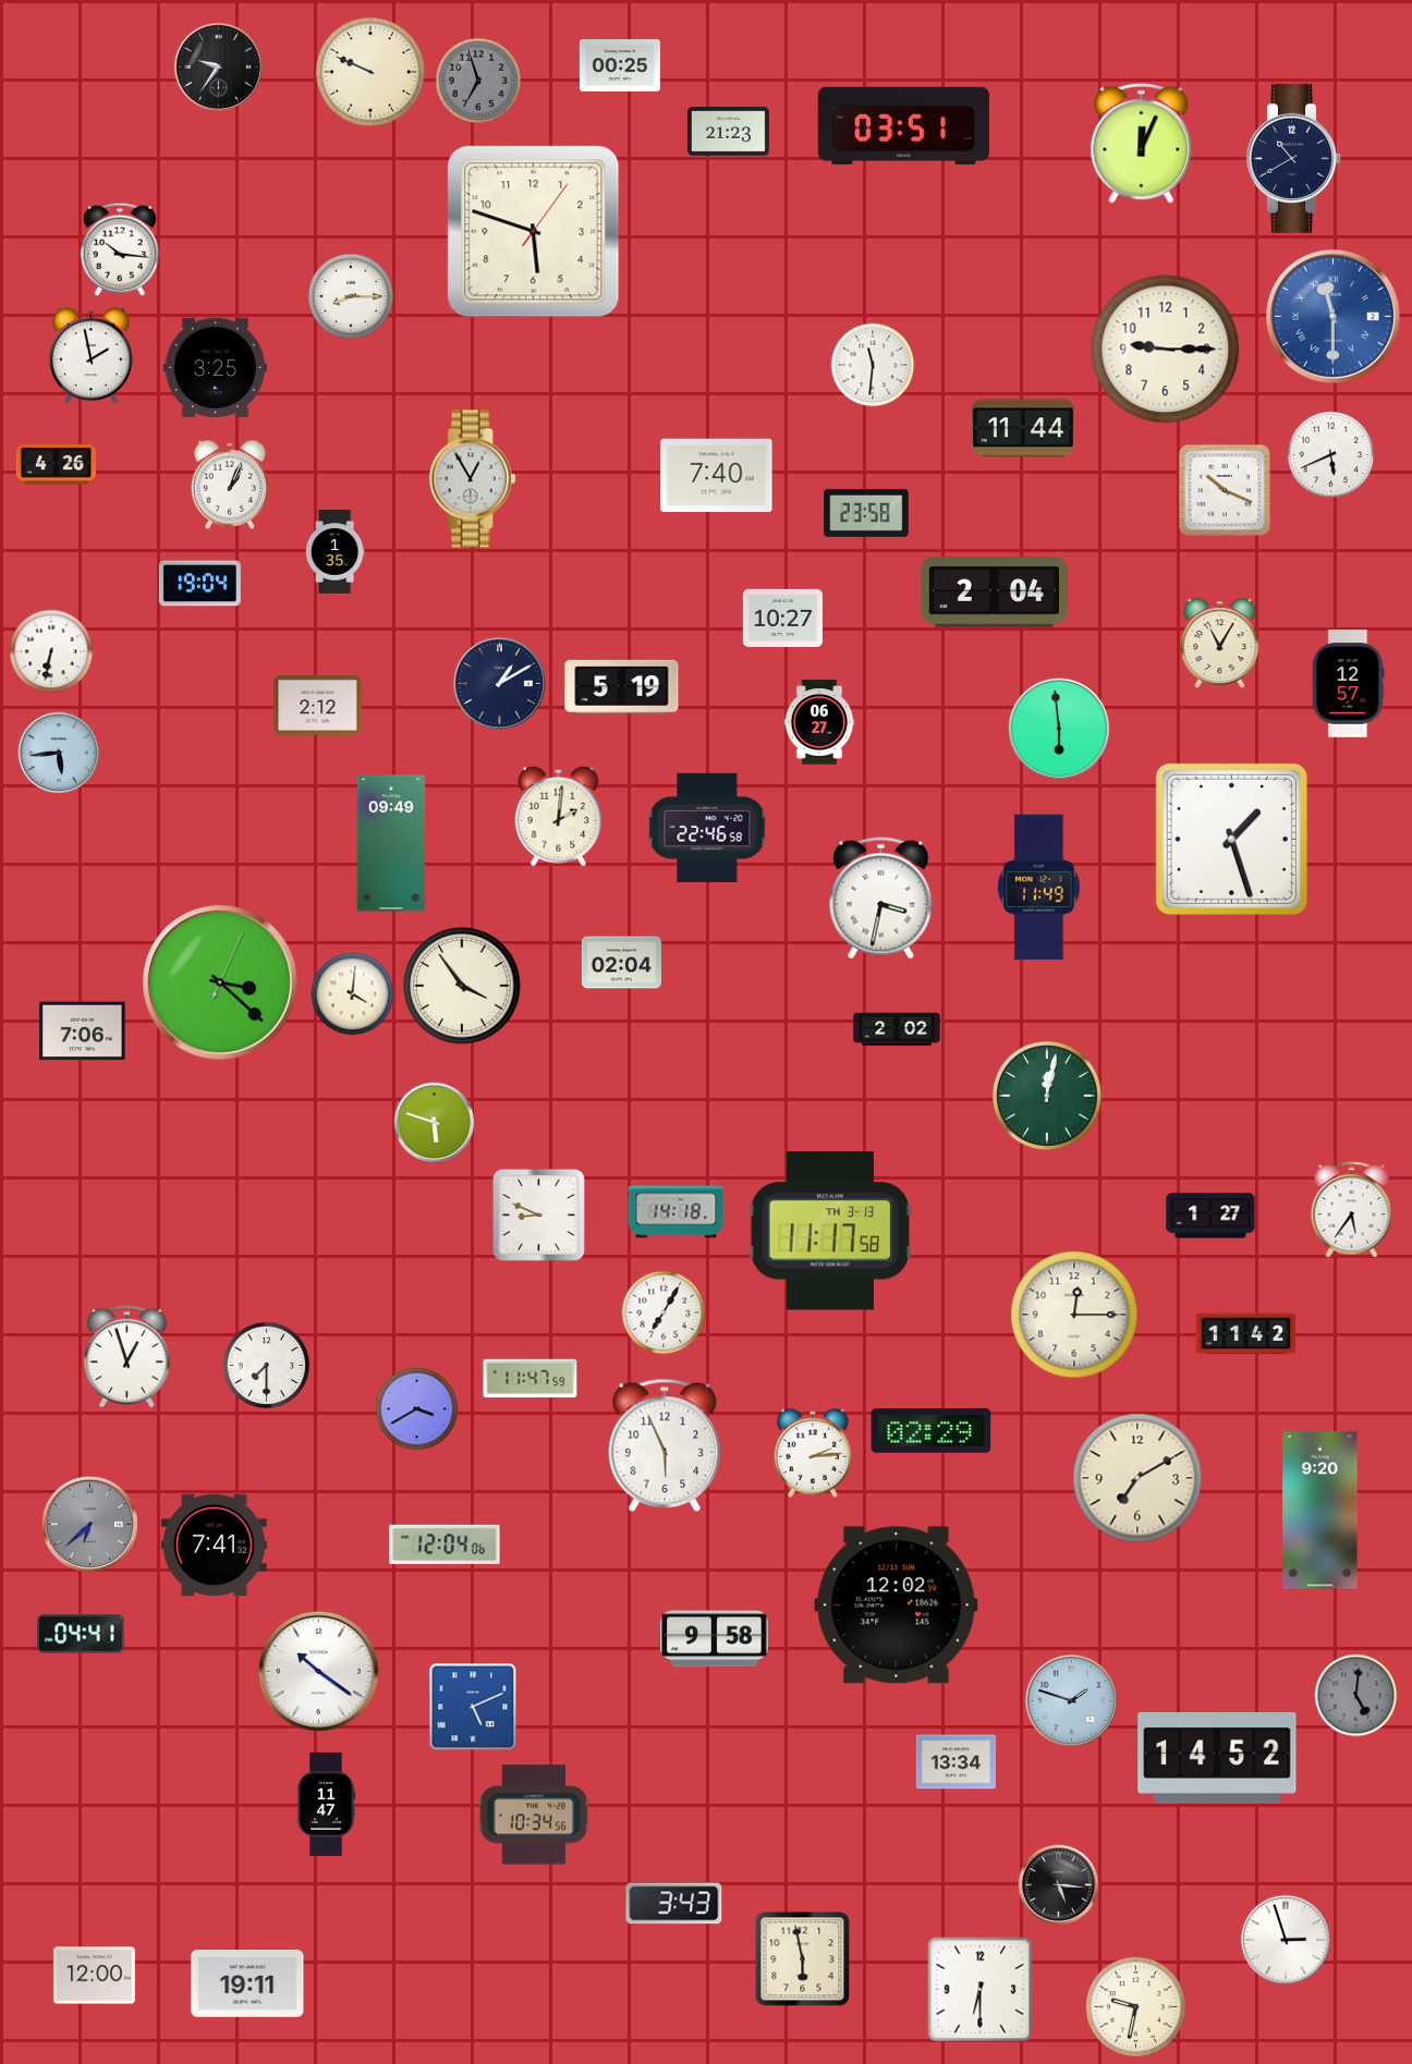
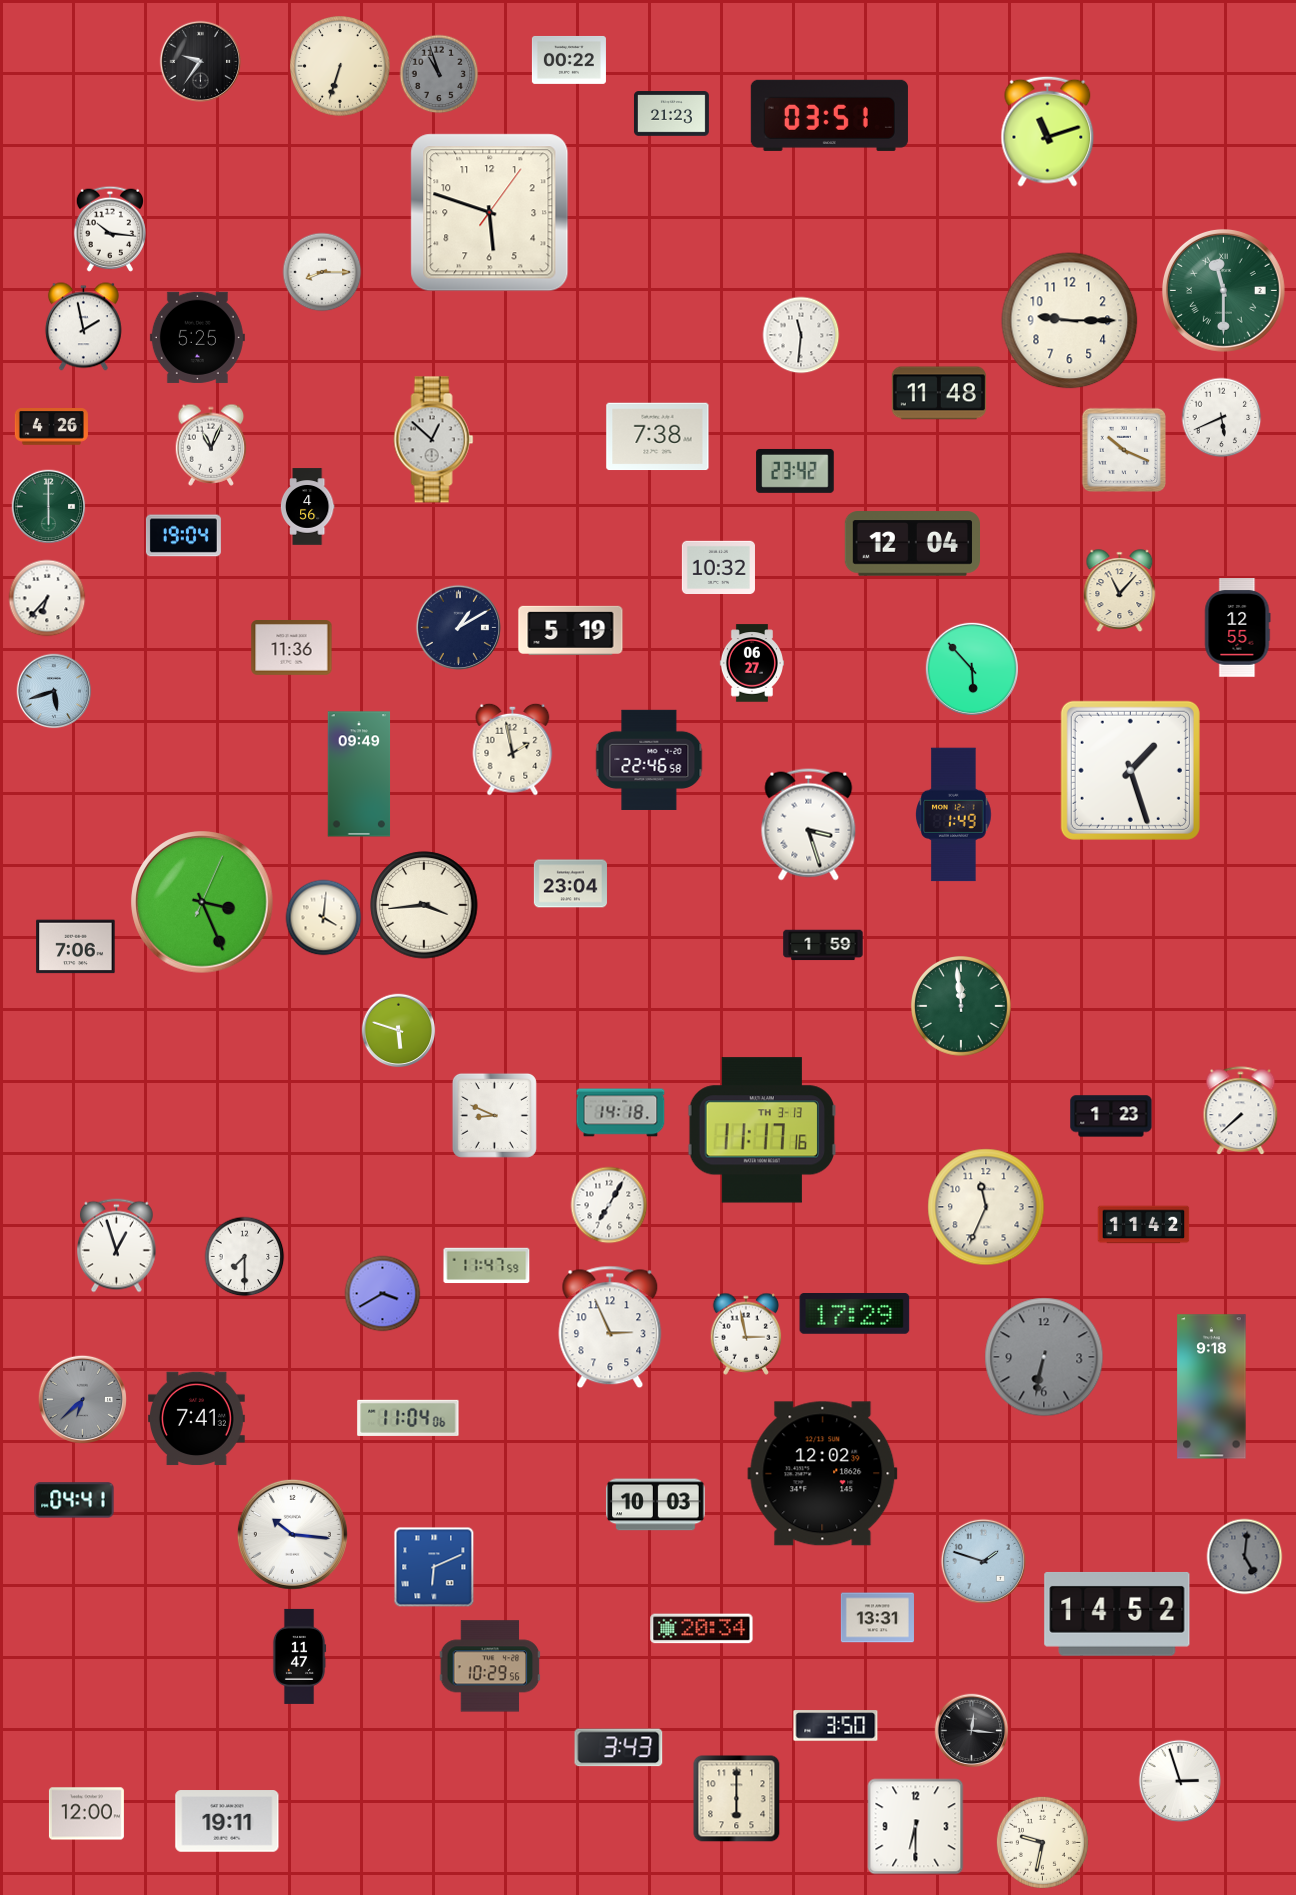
clock at (620, 65): 00:25 -> 00:22
clock at (372, 73): 9:49 -> 6:33
clock at (478, 81): 6:57 -> 10:57
clock at (728, 132) position: (728, 132) -> (671, 114)
clock at (1142, 143): 12:04 -> 11:12
clock at (1293, 158): 10:40 -> none
clock at (1332, 316) dial: blue -> green
clock at (215, 367): 3:25 -> 5:25
clock at (1023, 428): 11:44 -> 11:48
clock at (717, 476): 7:40 -> 7:38
clock at (473, 479): 12:55 -> 12:52
clock at (230, 485): 1:04 -> 11:04
clock at (866, 513): 23:58 -> 23:42
clock at (49, 507): none -> 6:00
clock at (334, 552): 1:35 -> 4:56
clock at (994, 593): 2:04 -> 12:04
clock at (782, 618): 10:27 -> 10:32
clock at (1220, 643): 11:05 -> 11:07
clock at (51, 651): 6:32 -> 6:37
clock at (1349, 684): 12:57 -> 12:55
clock at (318, 706): 2:12 -> 11:36
clock at (1059, 729): 5:59 -> 5:53
clock at (59, 753): 5:44 -> 5:42
clock at (559, 816): 2:01 -> 1:58
clock at (1039, 888): 11:49 -> 1:49
clock at (881, 899): 3:32 -> 3:27
clock at (621, 963): 02:04 -> 23:04
clock at (220, 982): 3:22 -> 3:26
clock at (462, 986): 3:54 -> 3:44
clock at (353, 994) position: (353, 994) -> (324, 918)
clock at (897, 1029): 2:02 -> 1:59
clock at (1048, 1097): 12:02 -> 11:59
clock at (1352, 1210): 5:36 -> 7:38
clock at (1210, 1216): 1:27 -> 1:23
clock at (829, 1231): 11:17:58 -> 11:17:16
clock at (1074, 1315): 12:15 -> 11:34
clock at (267, 1366) position: (267, 1366) -> (245, 1257)
clock at (932, 1431): 02:29 -> 17:29
clock at (665, 1445): 5:56 -> 2:56
clock at (813, 1453): 2:14 -> 2:58
clock at (1137, 1478): 7:10 -> 6:32
clock at (1137, 1478) dial: cream -> grey
clock at (1320, 1511): 9:20 -> 9:18
clock at (445, 1544): 12:04 -> 11:04
clock at (715, 1639): 9:58 -> 10:03
clock at (318, 1671): 10:21 -> 10:16
clock at (473, 1707): 5:11 -> 6:11
clock at (955, 1762): 13:34 -> 13:31
clock at (702, 1629): none -> 20:34
clock at (534, 1815): 10:34 -> 10:29
clock at (836, 1726): none -> 3:50
clock at (1059, 1885): 5:16 -> 12:16
clock at (803, 1959): 5:58 -> 6:00
clock at (981, 1990) position: (981, 1990) -> (916, 1827)
